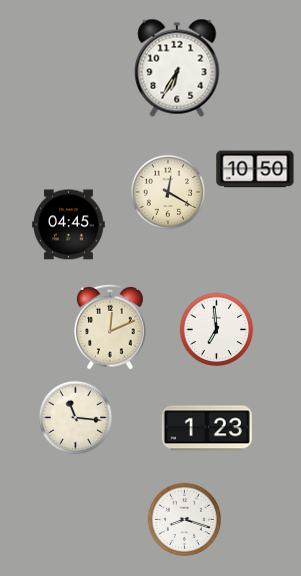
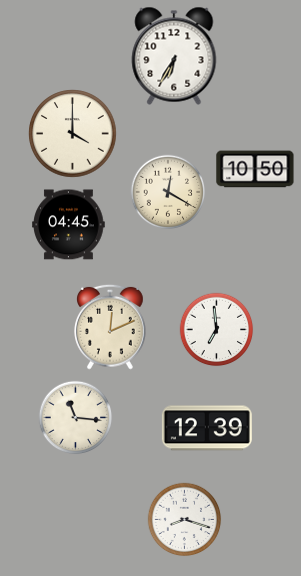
clock at (177, 68) position: (177, 68) -> (174, 56)
clock at (73, 134): none -> 4:00
clock at (207, 428): 1:23 -> 12:39
